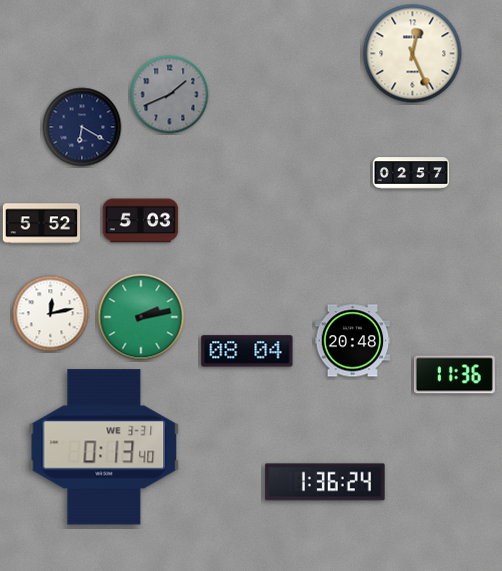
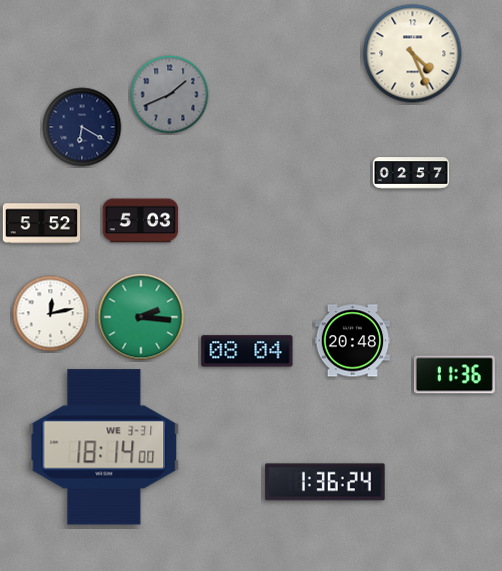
clock at (413, 54): 12:26 -> 4:26
clock at (141, 317): 2:13 -> 2:16
clock at (104, 447): 0:13 -> 18:14
